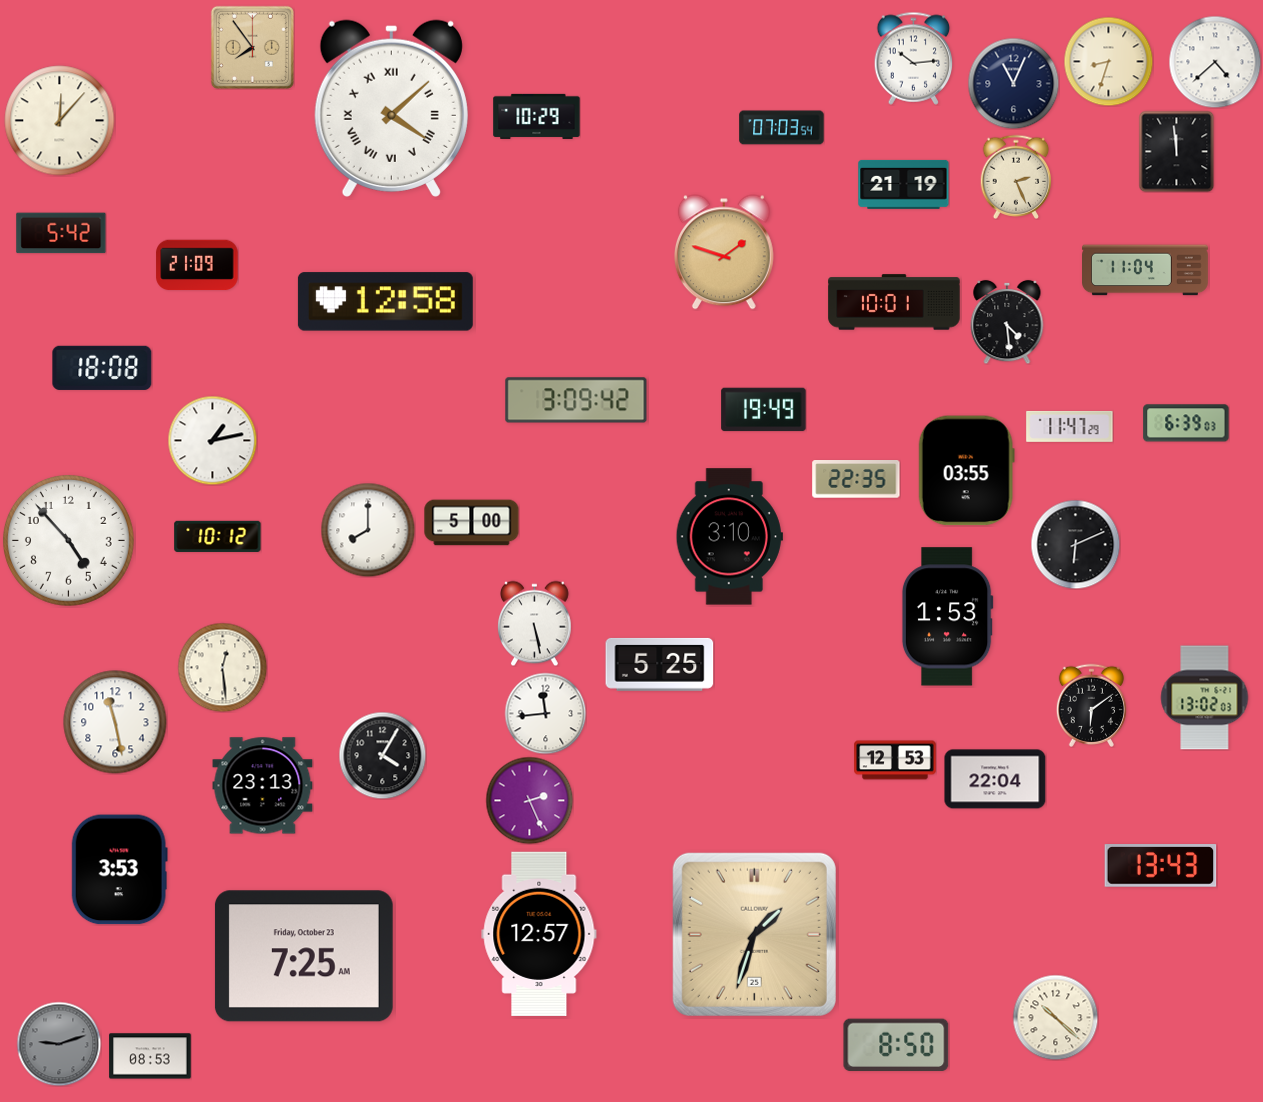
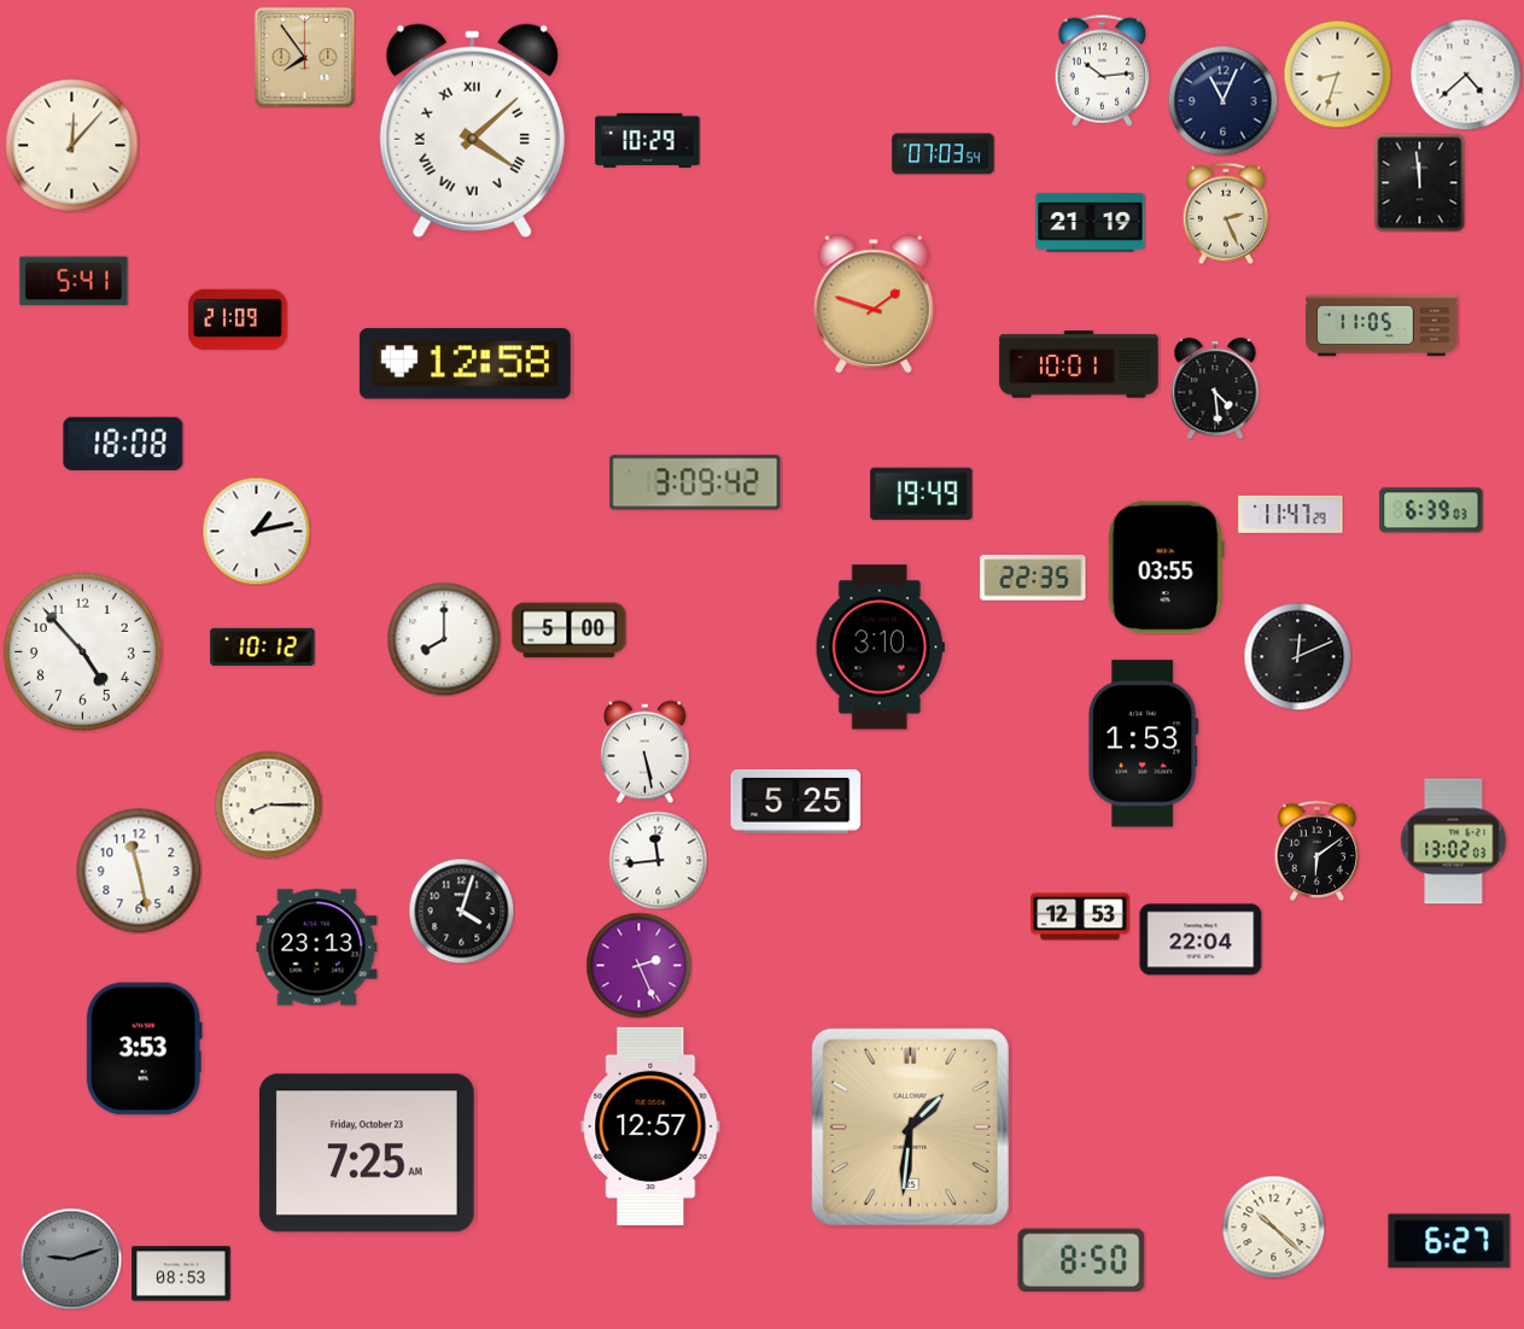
clock at (61, 233): 5:42 -> 5:41
clock at (1146, 270): 11:04 -> 11:05
clock at (1075, 544): 6:11 -> 12:11
clock at (222, 667): 12:29 -> 8:15
clock at (382, 755): 4:05 -> 4:03
clock at (1161, 866): 13:43 -> none
clock at (754, 934): 1:33 -> 1:31
clock at (1449, 1241): none -> 6:27
